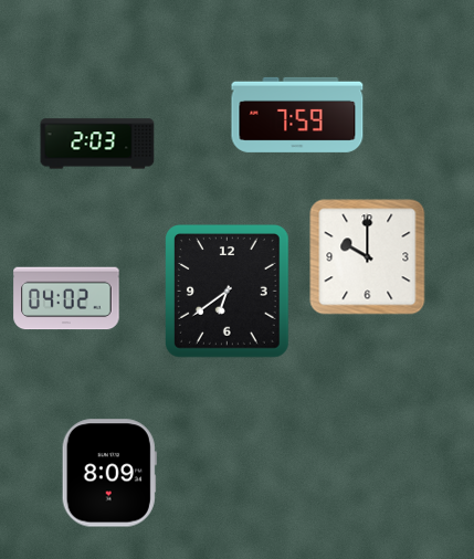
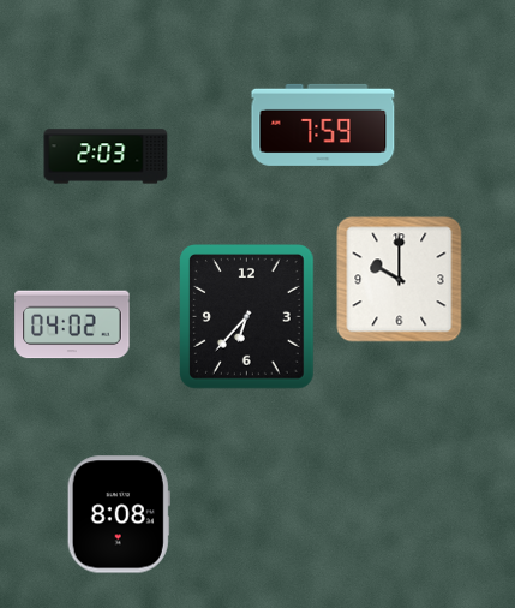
clock at (228, 292): 6:39 -> 6:37
clock at (109, 473): 8:09 -> 8:08
